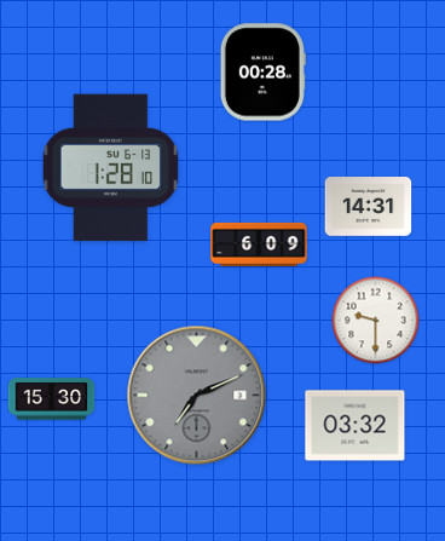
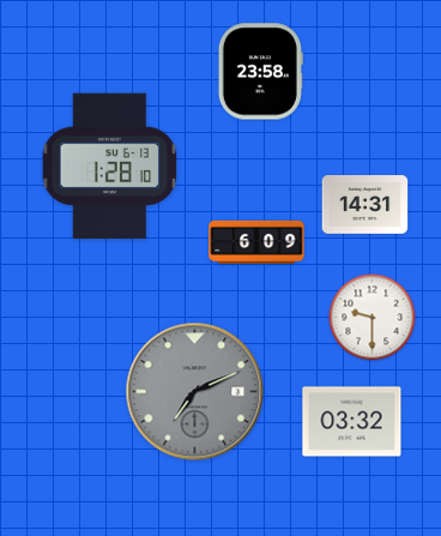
clock at (262, 73): 00:28 -> 23:58
clock at (52, 399): 15:30 -> none
